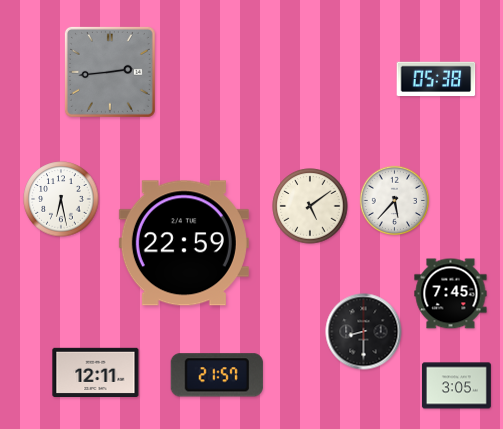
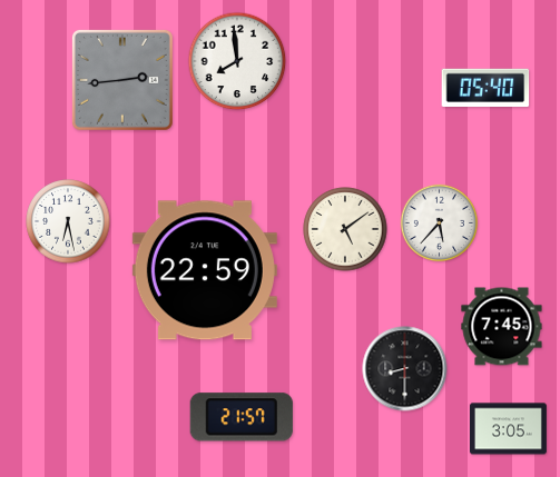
clock at (237, 61): none -> 7:59
clock at (436, 79): 05:38 -> 05:40
clock at (96, 372): 12:11 -> none
